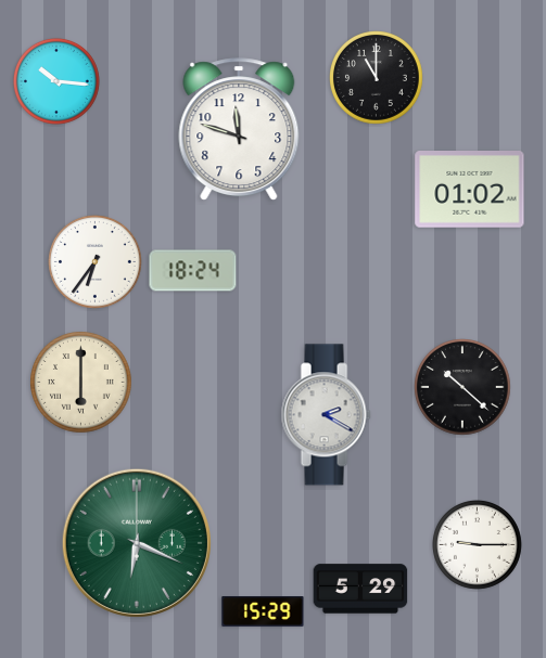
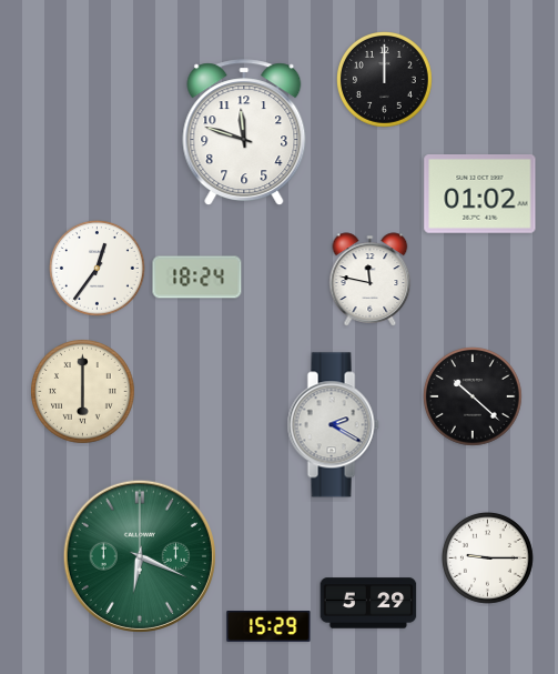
clock at (377, 78): 11:00 -> 12:00
clock at (56, 81): 10:16 -> none
clock at (96, 262): 6:36 -> 12:36
clock at (371, 280): none -> 11:47
